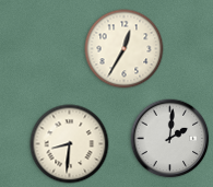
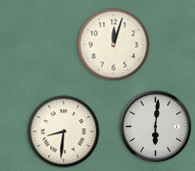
clock at (125, 49): 12:35 -> 12:03
clock at (170, 139): 2:01 -> 6:01
